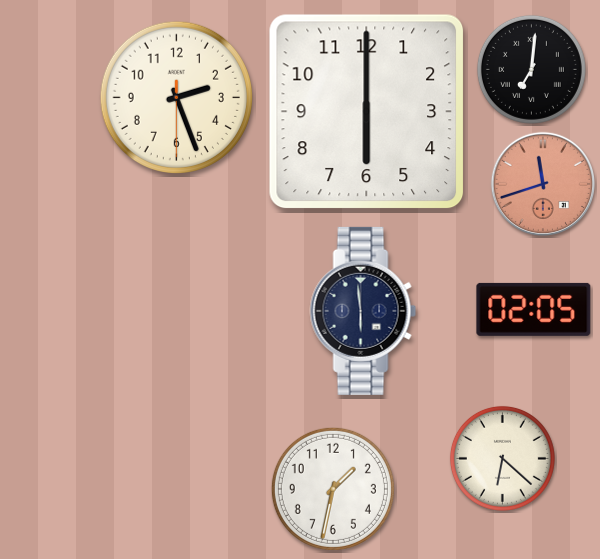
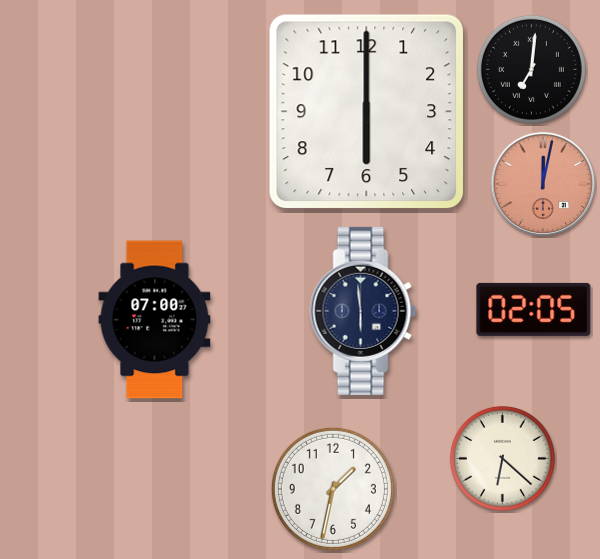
clock at (176, 97): 2:26 -> none
clock at (542, 183): 11:42 -> 12:02
clock at (155, 320): none -> 07:00
